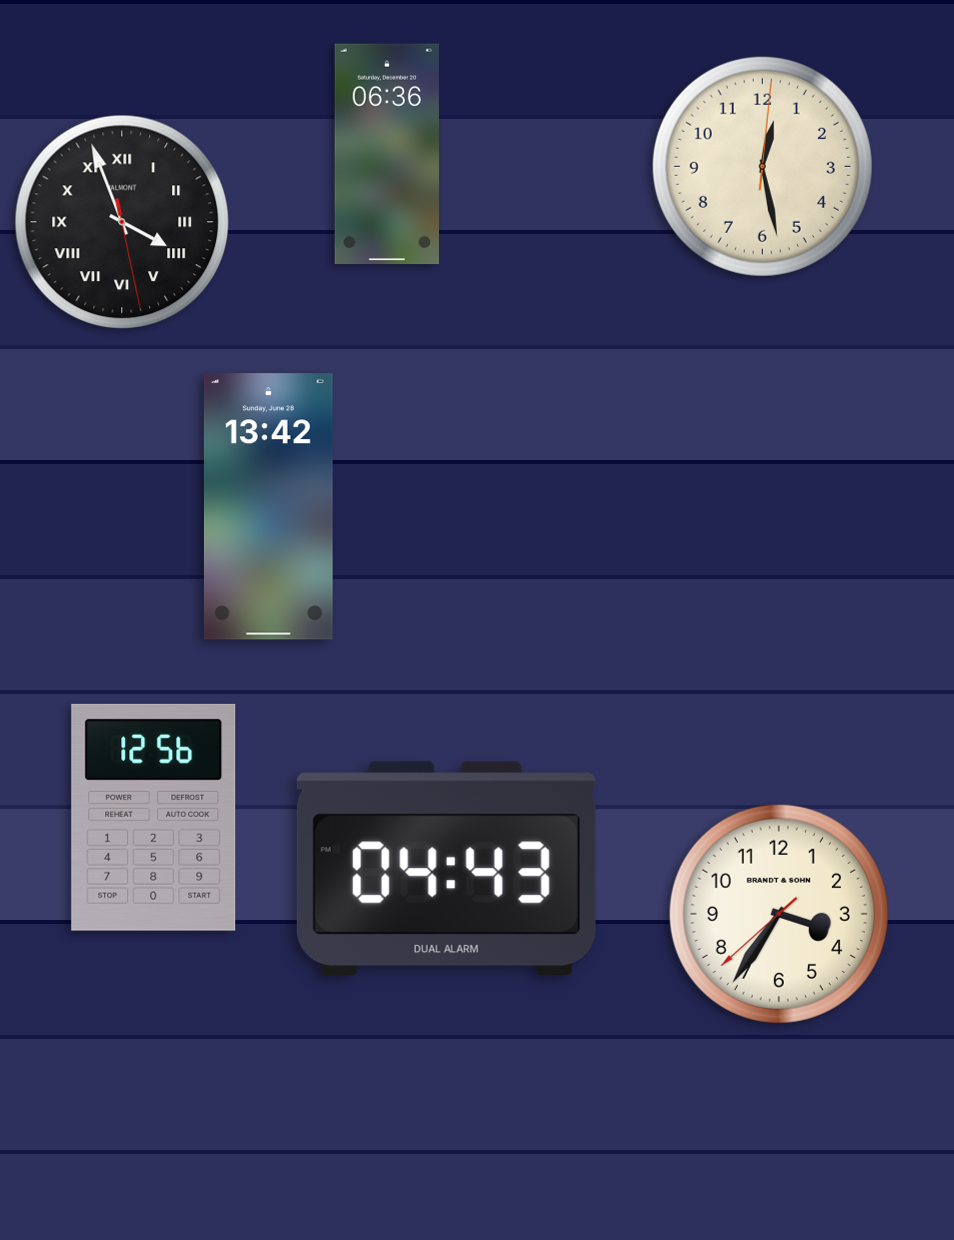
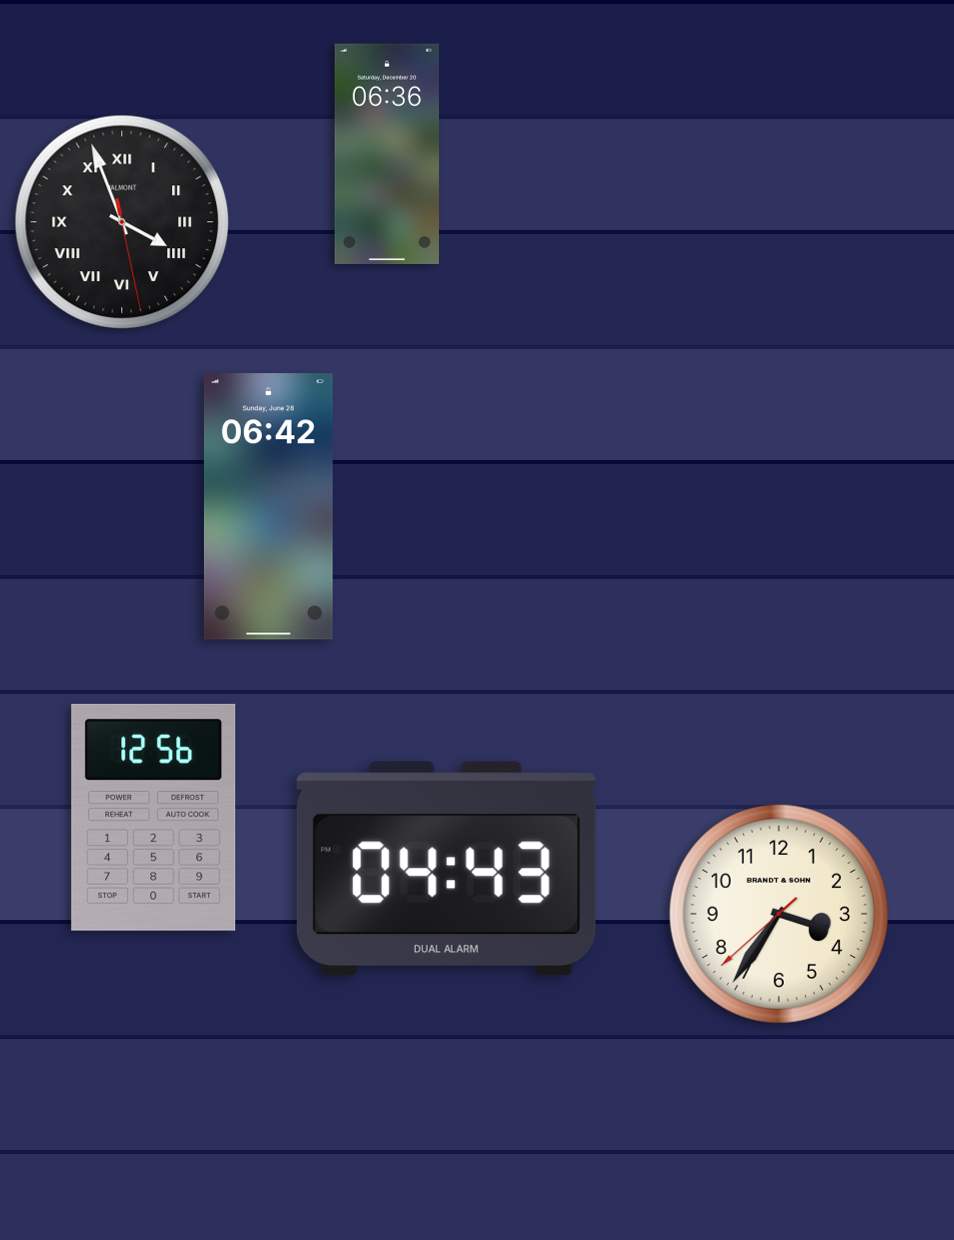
clock at (762, 166): 12:28 -> none
clock at (268, 507): 13:42 -> 06:42
